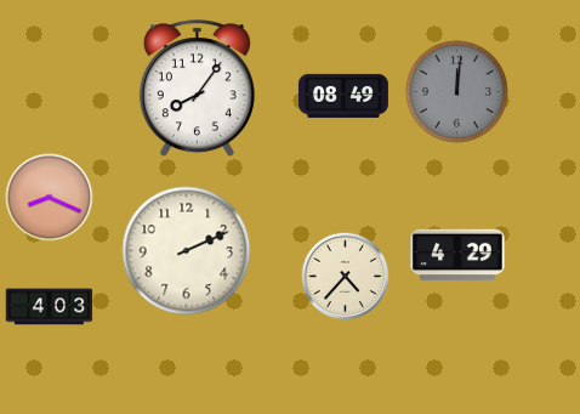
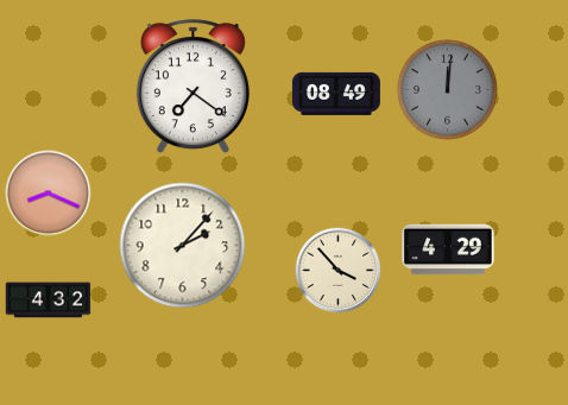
clock at (197, 89): 8:06 -> 7:21
clock at (187, 251): 2:11 -> 2:07
clock at (346, 277): 4:37 -> 3:53
clock at (50, 307): 4:03 -> 4:32
